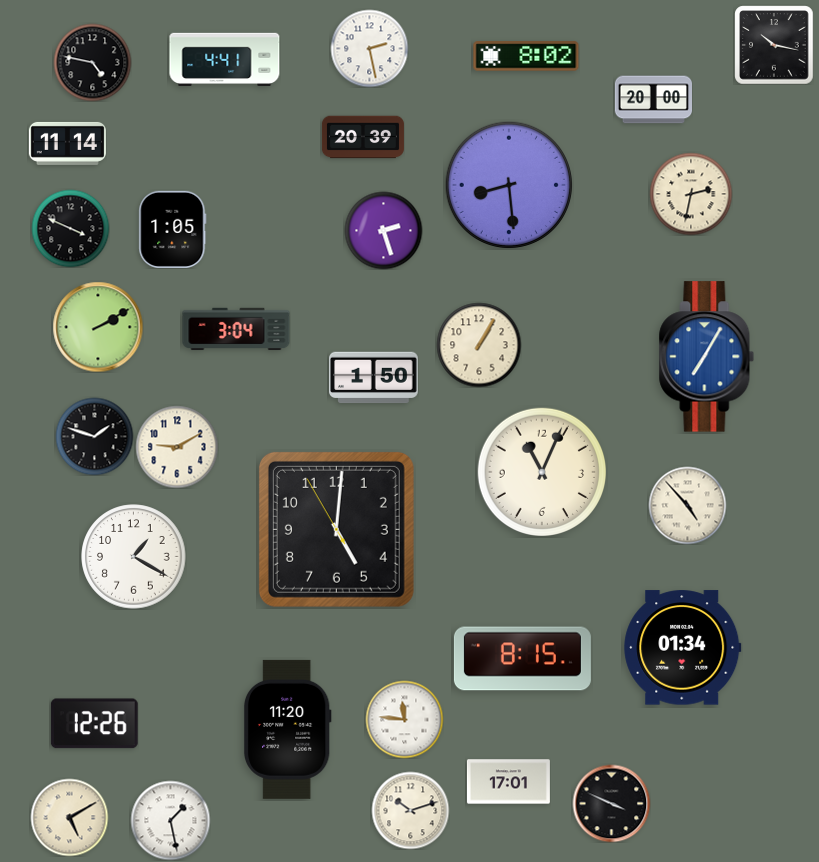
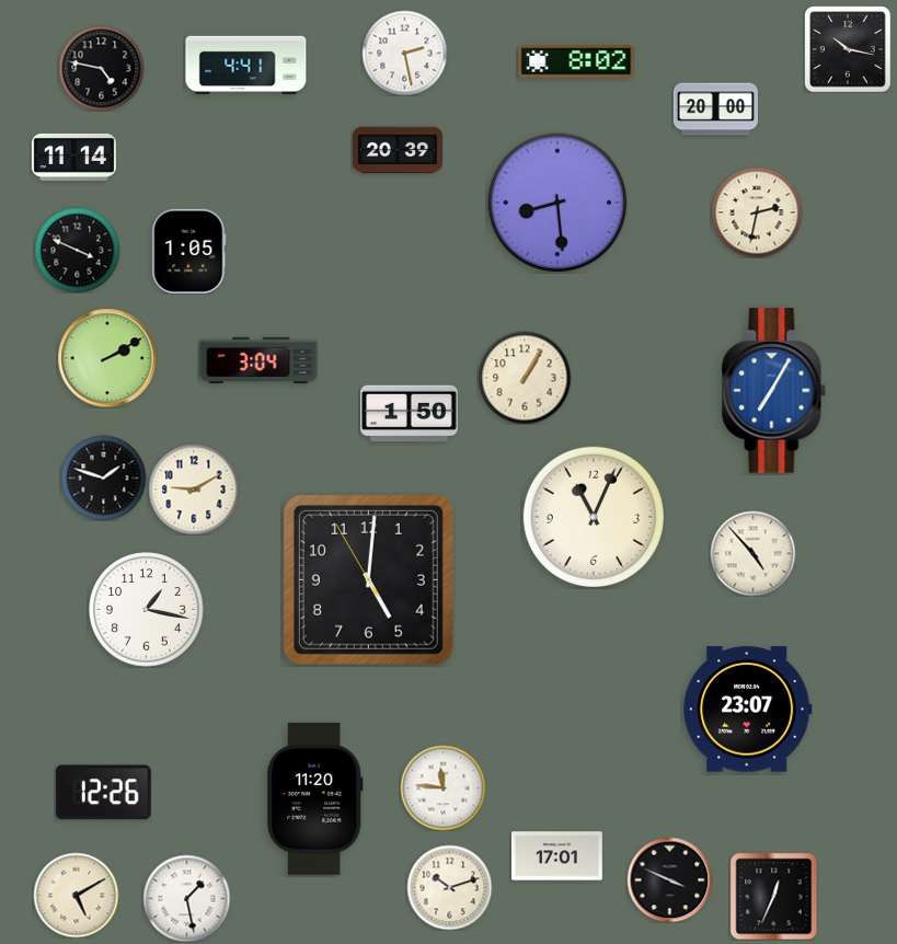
clock at (383, 230): 2:27 -> none
clock at (134, 557): 1:20 -> 1:17
clock at (683, 648): 01:34 -> 23:07
clock at (522, 659): 8:15 -> none
clock at (773, 896): none -> 12:34
